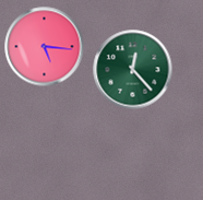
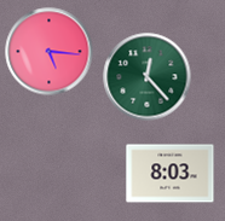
clock at (171, 174): none -> 8:03
